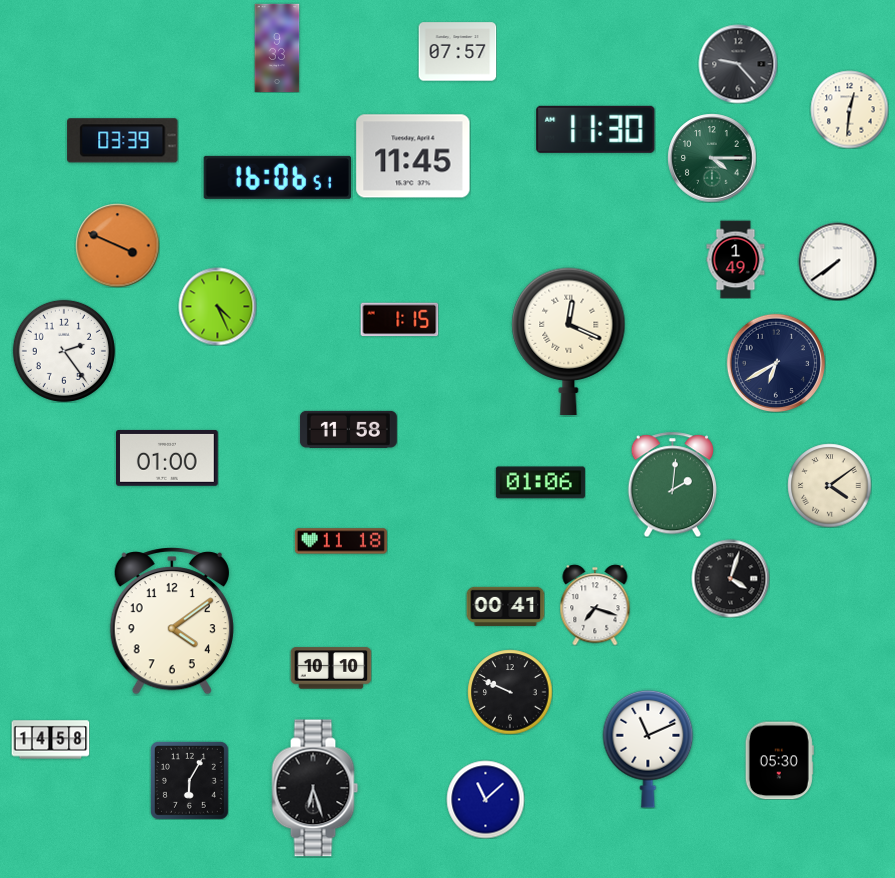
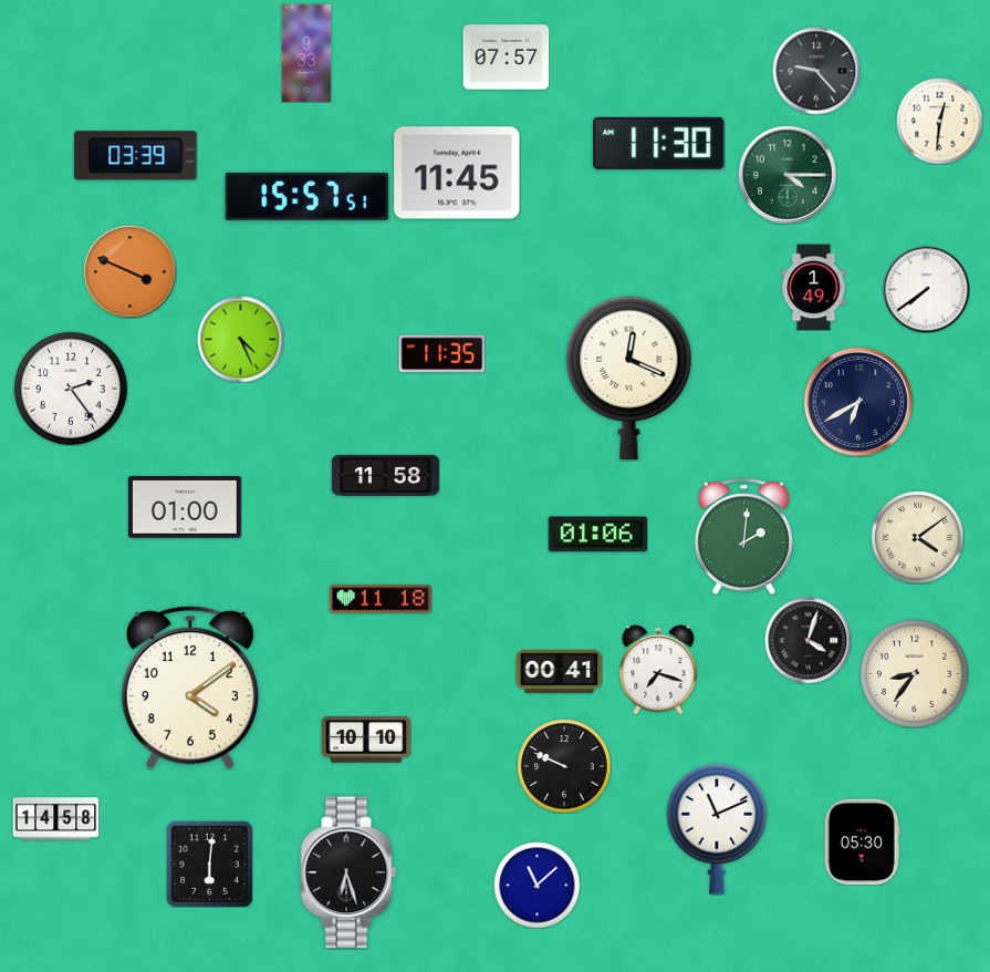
clock at (277, 177): 16:06 -> 15:57
clock at (399, 320): 1:15 -> 11:35
clock at (341, 541) position: (341, 541) -> (381, 599)
clock at (914, 673): none -> 8:36
clock at (189, 780): 6:05 -> 6:01
